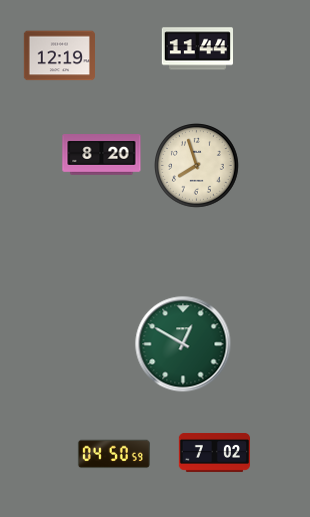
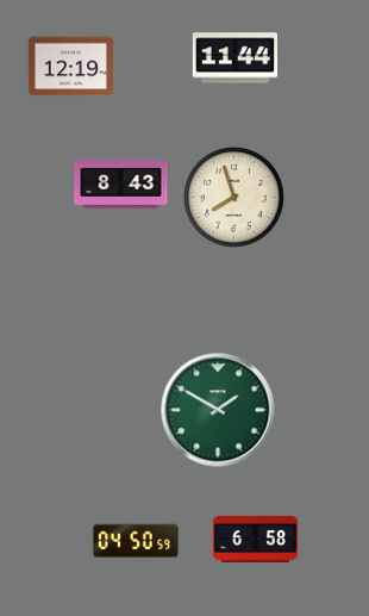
clock at (102, 155): 8:20 -> 8:43
clock at (183, 344): 12:50 -> 1:50
clock at (214, 452): 7:02 -> 6:58
